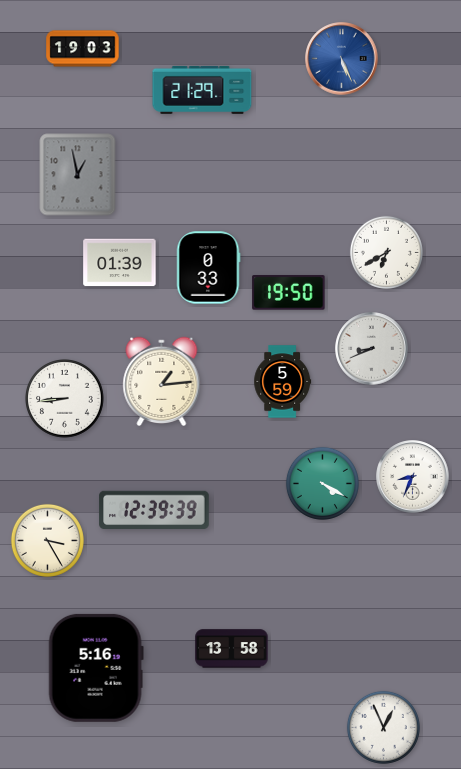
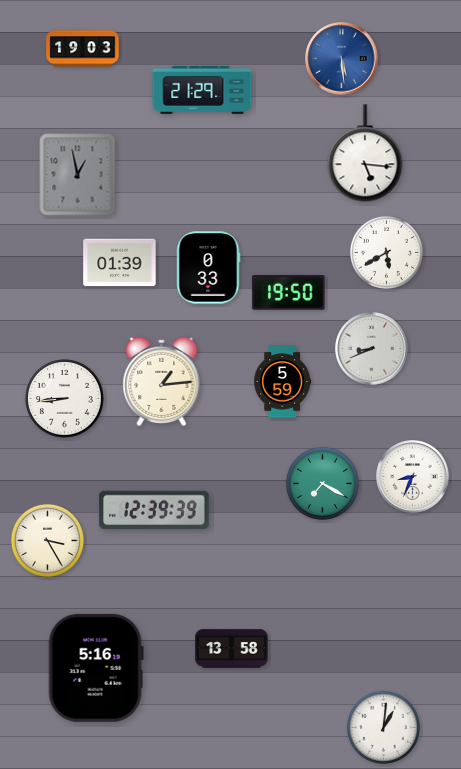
clock at (342, 59): 5:26 -> 5:29
clock at (365, 153): none -> 5:16
clock at (386, 252): 6:40 -> 5:40
clock at (322, 483): 4:20 -> 7:20
clock at (383, 727): 12:56 -> 1:01
